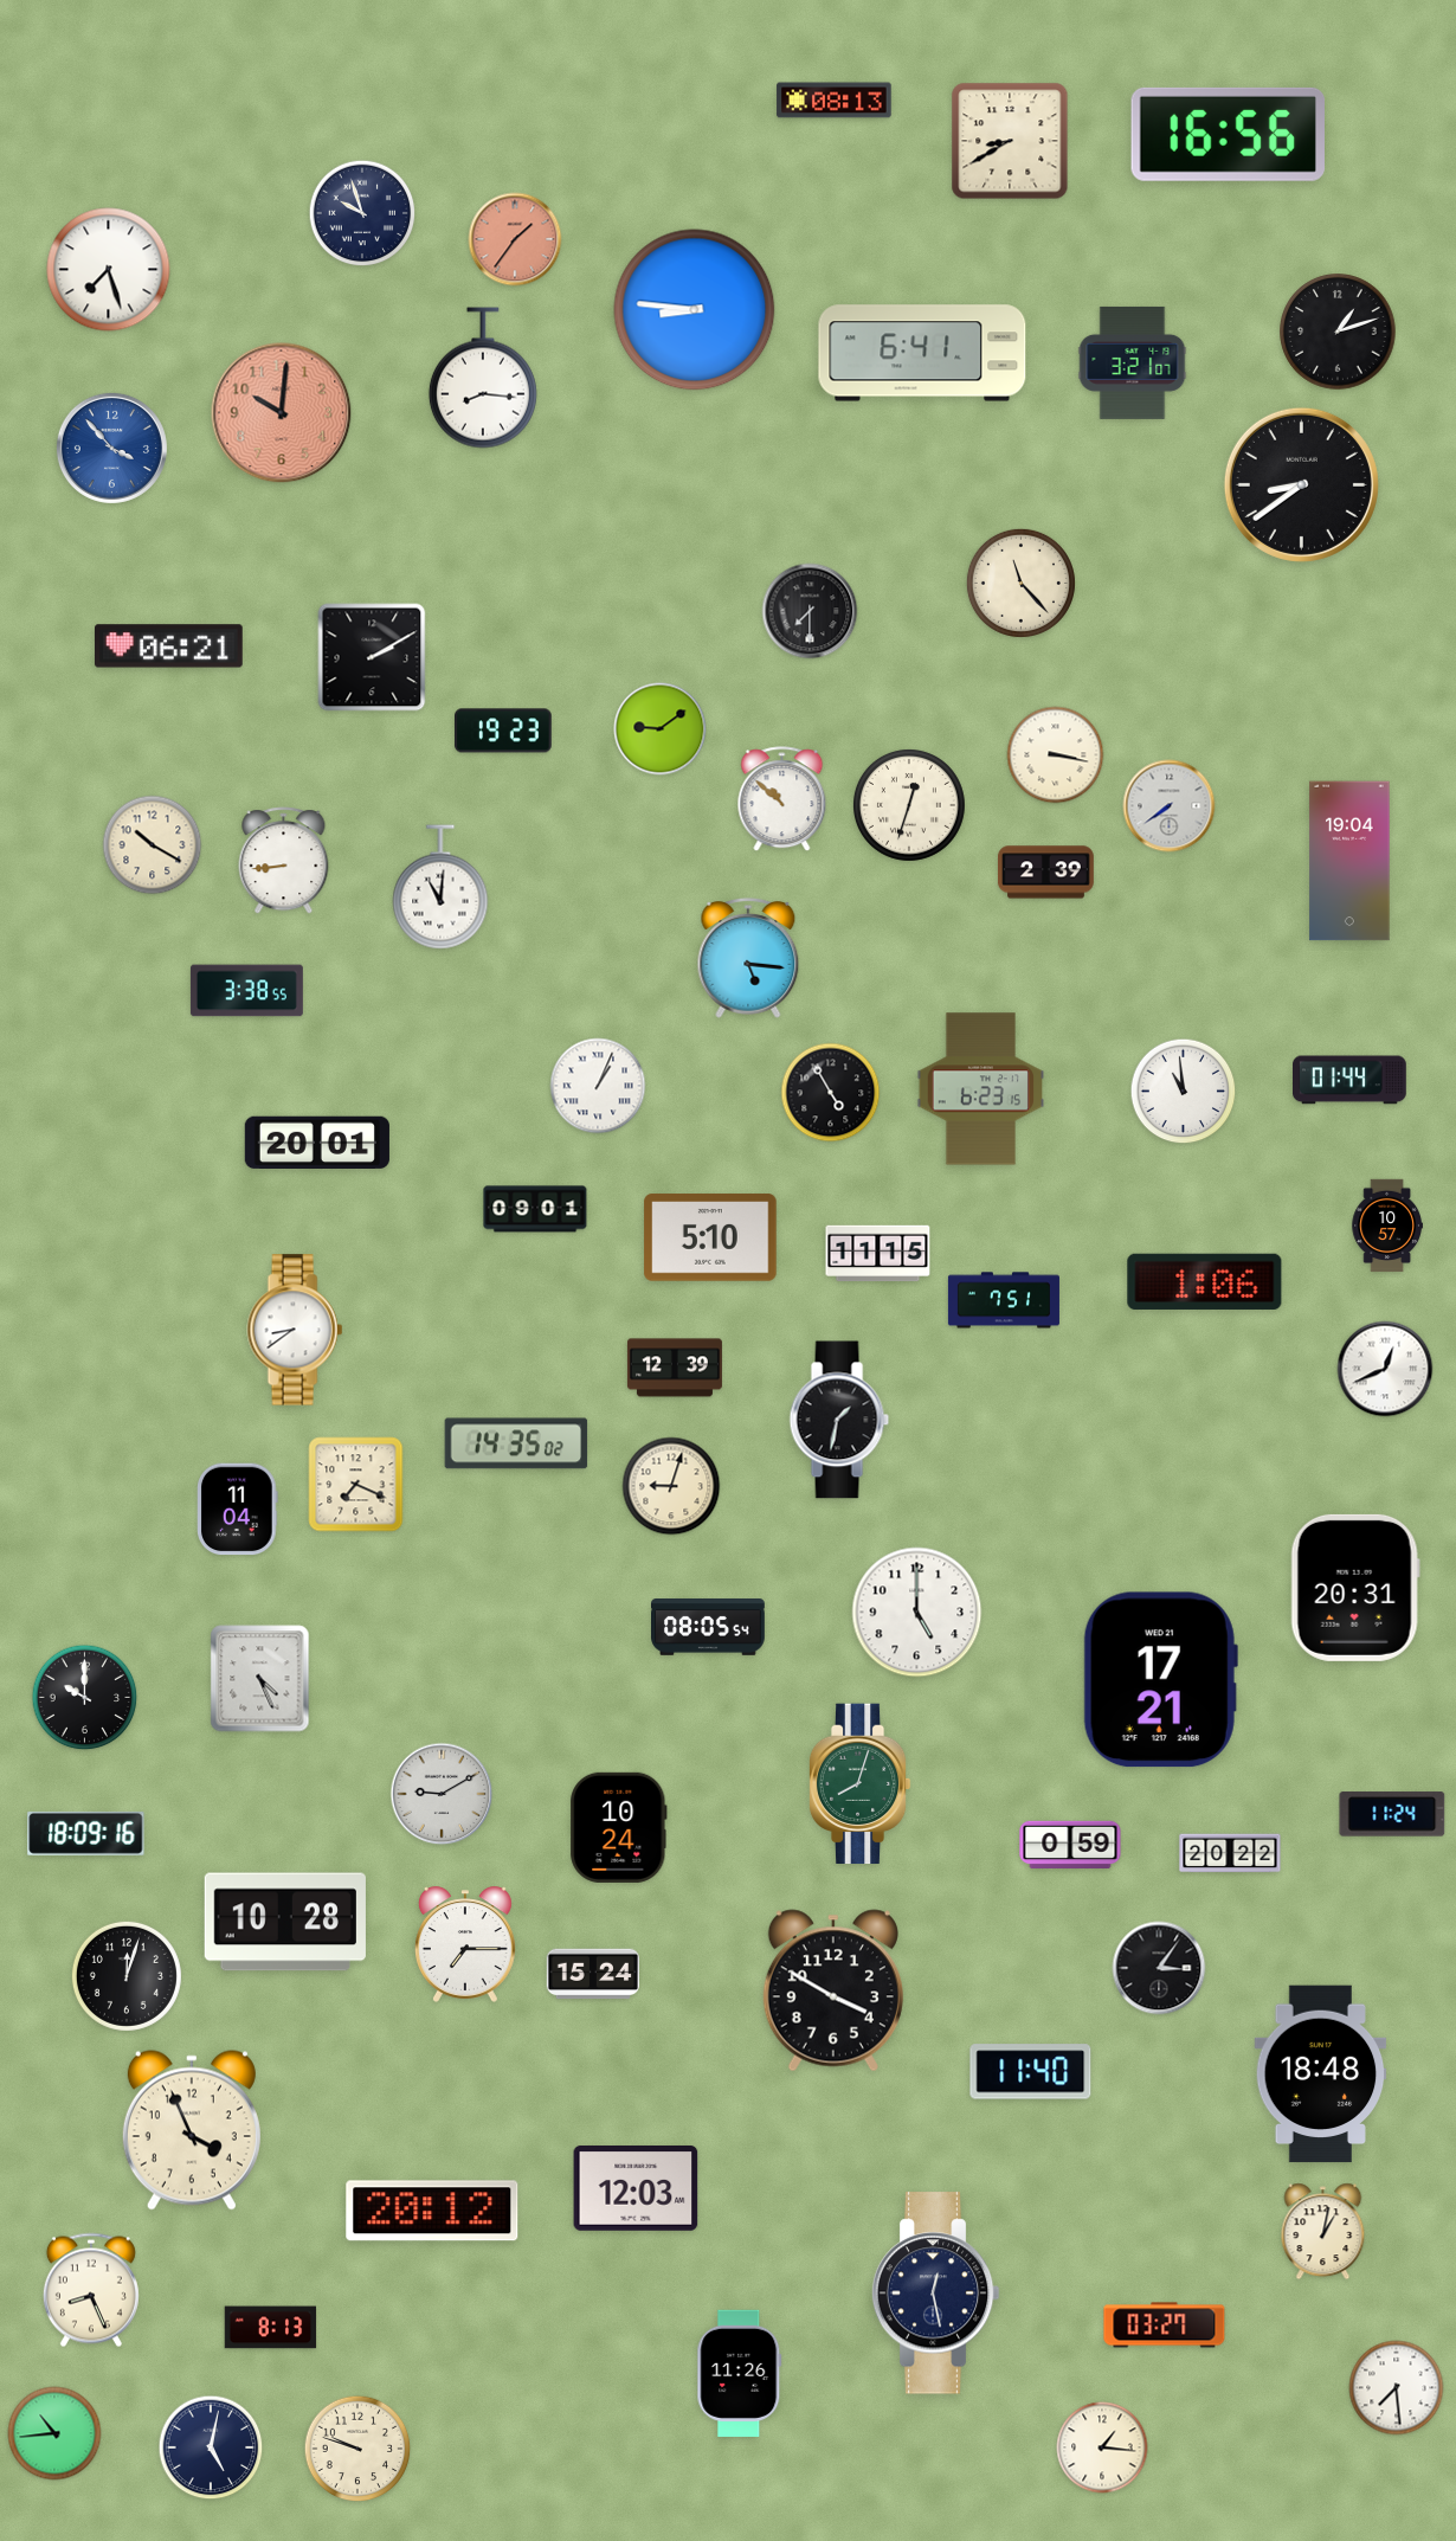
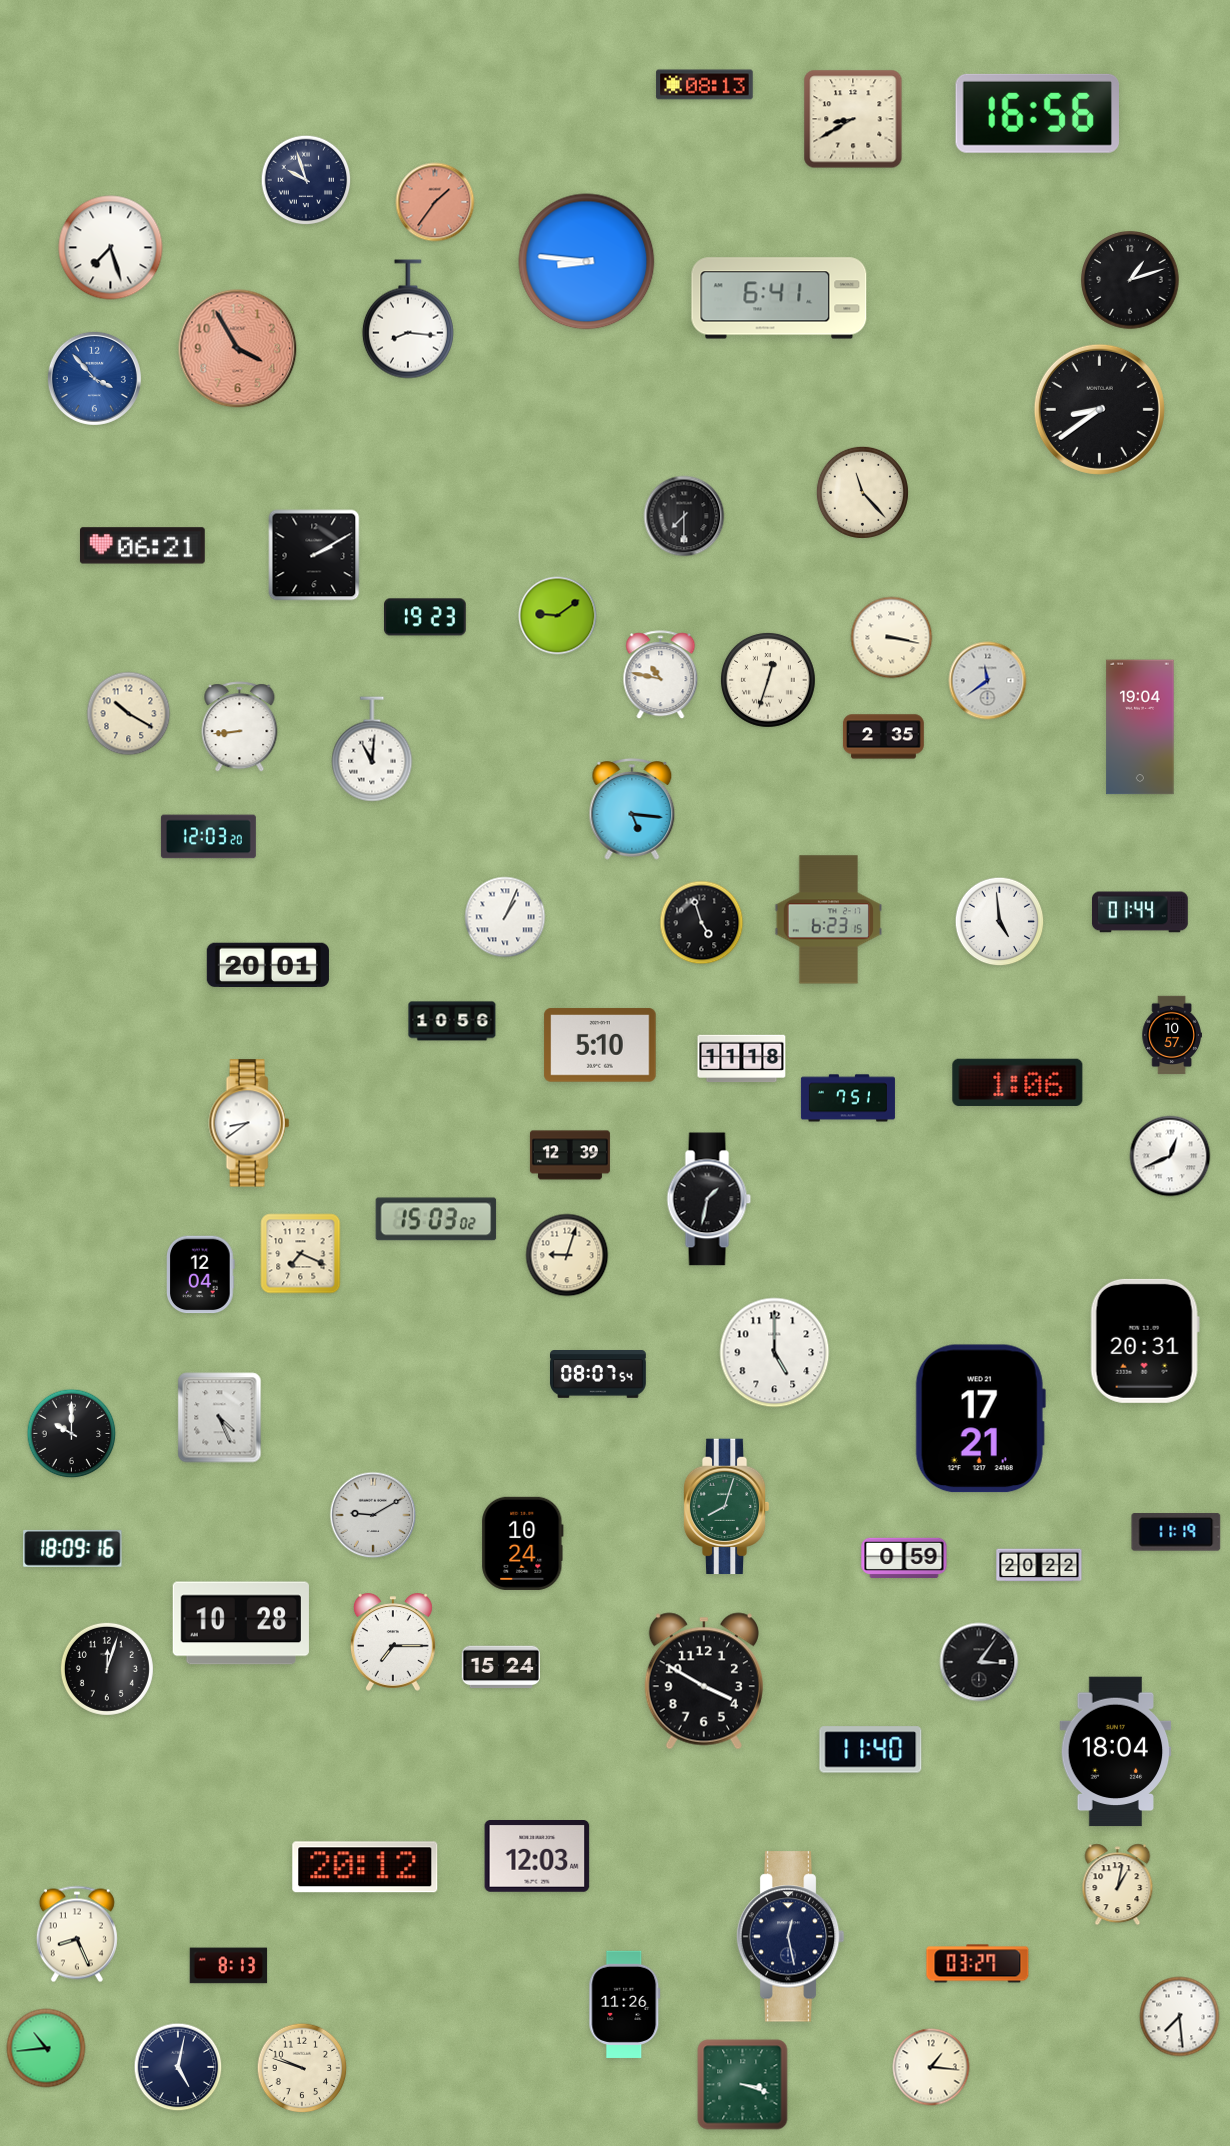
clock at (109, 270) position: (109, 270) -> (111, 248)
clock at (1133, 362): 3:21 -> none
clock at (282, 413): 10:01 -> 3:55
clock at (782, 799): 10:52 -> 10:47
clock at (1170, 806): 7:39 -> 11:39
clock at (1045, 873): 2:39 -> 2:35
clock at (246, 991): 3:38 -> 12:03
clock at (1184, 1092): 10:59 -> 4:59
clock at (831, 1093): 4:55 -> 4:57
clock at (535, 1209): 09:01 -> 10:56
clock at (878, 1254): 11:15 -> 11:18
clock at (516, 1443): 14:35 -> 15:03
clock at (238, 1510): 11:04 -> 12:04
clock at (917, 1613) position: (917, 1613) -> (775, 1353)
clock at (709, 1628): 08:05 -> 08:07
clock at (1392, 1814): 11:24 -> 11:19
clock at (1321, 2074): 18:48 -> 18:04
clock at (192, 2130): 3:56 -> none
clock at (636, 2189) position: (636, 2189) -> (537, 1857)
clock at (1165, 2326) position: (1165, 2326) -> (978, 1964)
clock at (54, 2433) position: (54, 2433) -> (46, 2048)
clock at (743, 2085): none -> 3:18
